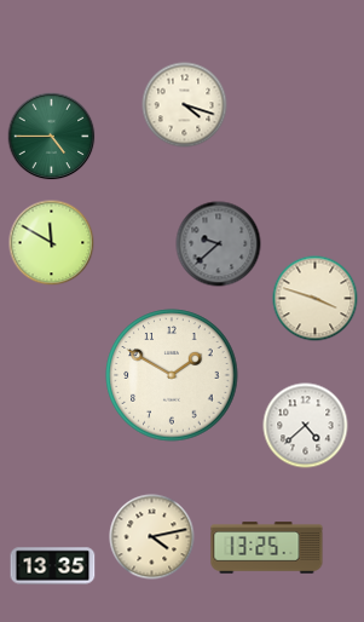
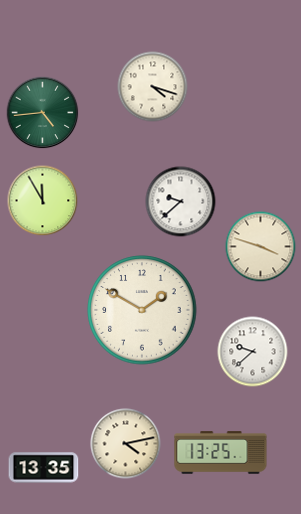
clock at (52, 137): 4:45 -> 4:44
clock at (52, 243): 11:50 -> 11:55
clock at (219, 244) dial: grey -> white
clock at (306, 426): 4:38 -> 9:38
